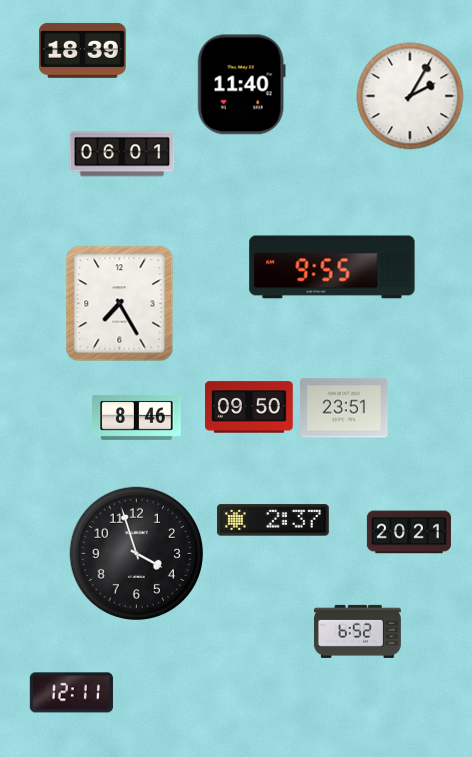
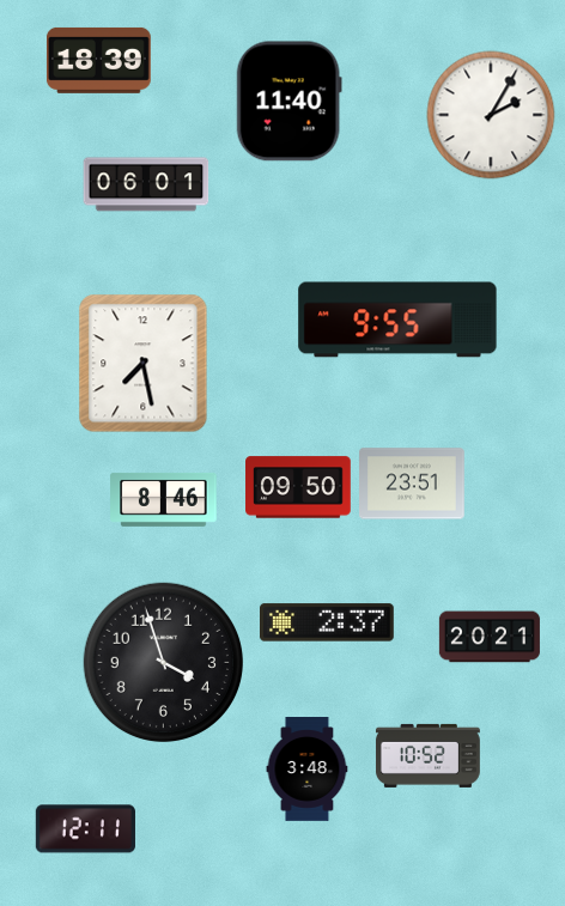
clock at (120, 304): 7:25 -> 7:28
clock at (345, 408) position: (345, 408) -> (413, 484)
clock at (358, 631): 6:52 -> 10:52
clock at (308, 770): none -> 3:48
